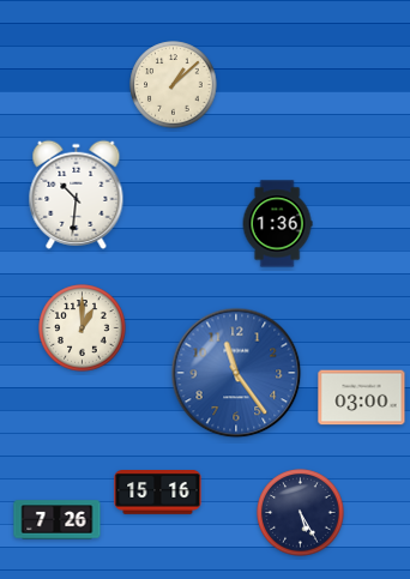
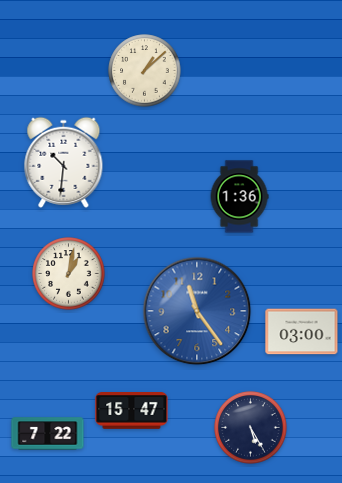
clock at (277, 224) position: (277, 224) -> (239, 197)
clock at (83, 328): 1:00 -> 1:02
clock at (158, 493): 15:16 -> 15:47
clock at (58, 520): 7:26 -> 7:22
